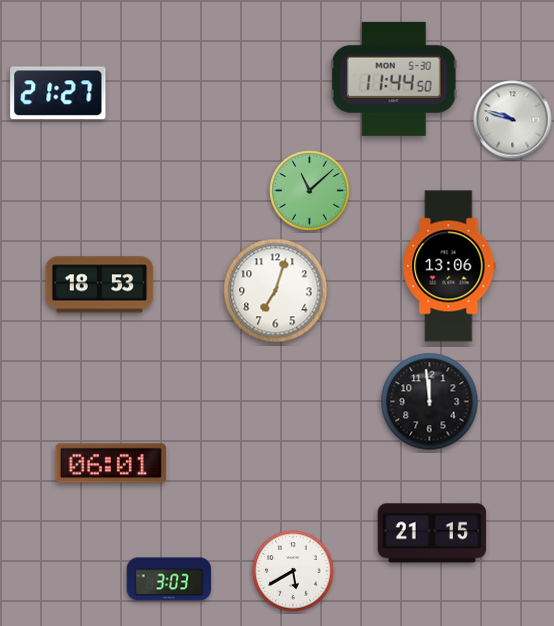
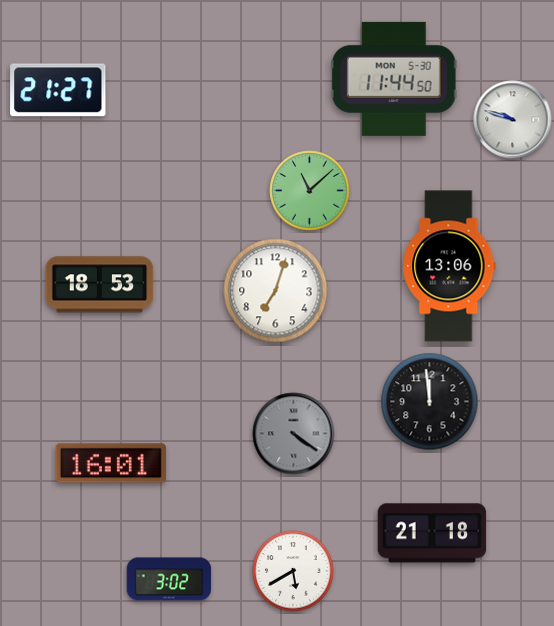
clock at (58, 93) position: (58, 93) -> (58, 90)
clock at (294, 434): none -> 4:21
clock at (111, 463): 06:01 -> 16:01
clock at (432, 533): 21:15 -> 21:18
clock at (169, 579): 3:03 -> 3:02
